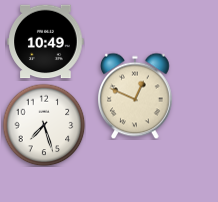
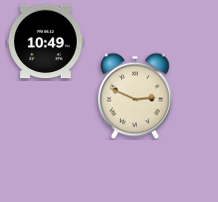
clock at (136, 96): 12:49 -> 2:49
clock at (44, 125): 7:27 -> none
